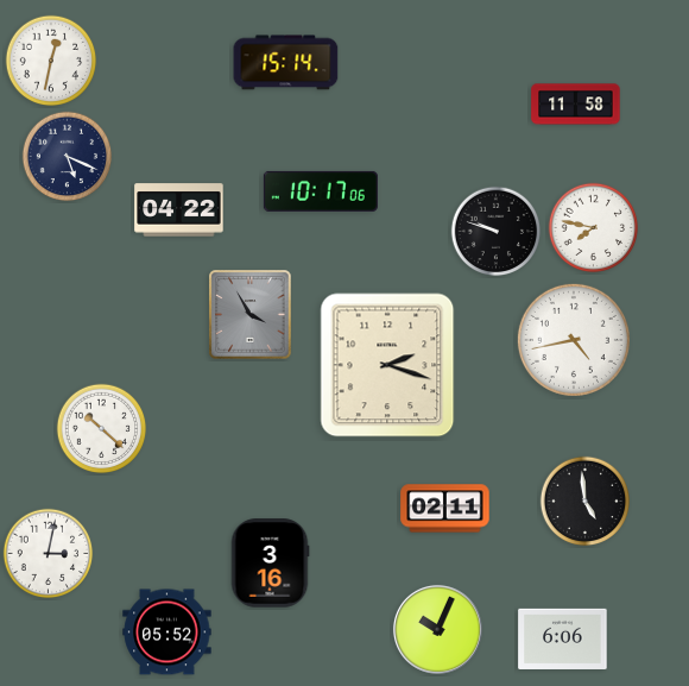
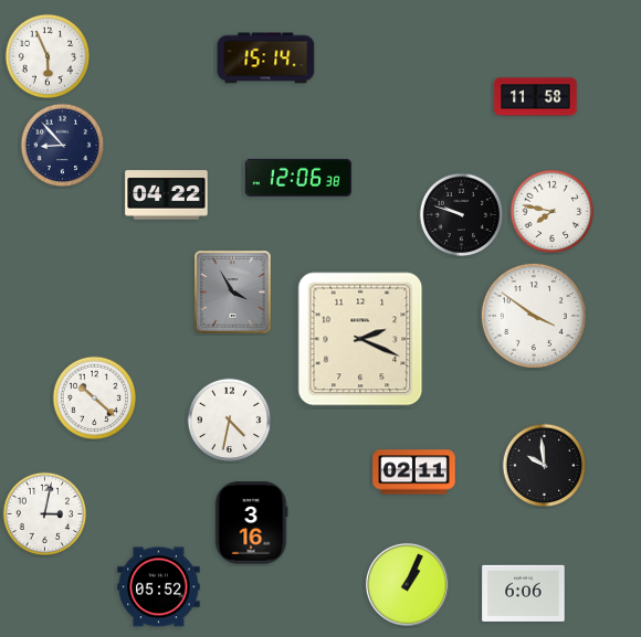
clock at (51, 61): 12:32 -> 5:56
clock at (68, 157): 5:19 -> 8:53
clock at (321, 191): 10:17 -> 12:06
clock at (574, 340): 4:43 -> 3:51
clock at (387, 365): 2:18 -> 2:19
clock at (230, 421): none -> 4:32
clock at (586, 502): 4:59 -> 9:59
clock at (437, 629): 10:04 -> 1:04
clock at (167, 632) position: (167, 632) -> (159, 587)
